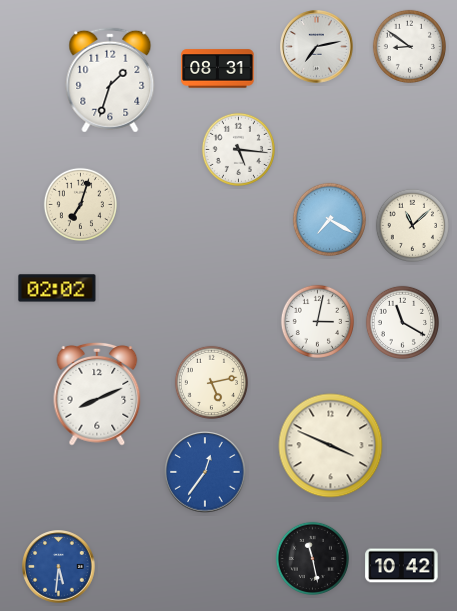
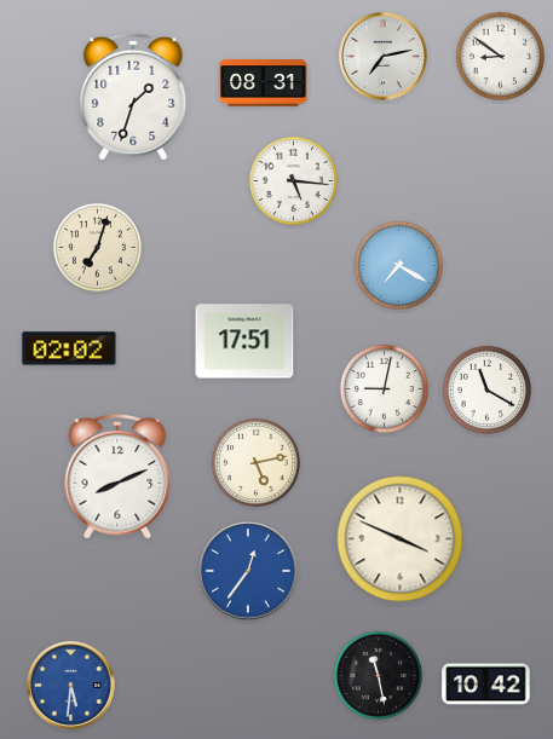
clock at (409, 46) position: (409, 46) -> (500, 56)
clock at (238, 149) position: (238, 149) -> (293, 180)
clock at (412, 225): 11:08 -> none
clock at (244, 341): none -> 17:51
clock at (317, 321): 3:02 -> 9:02
